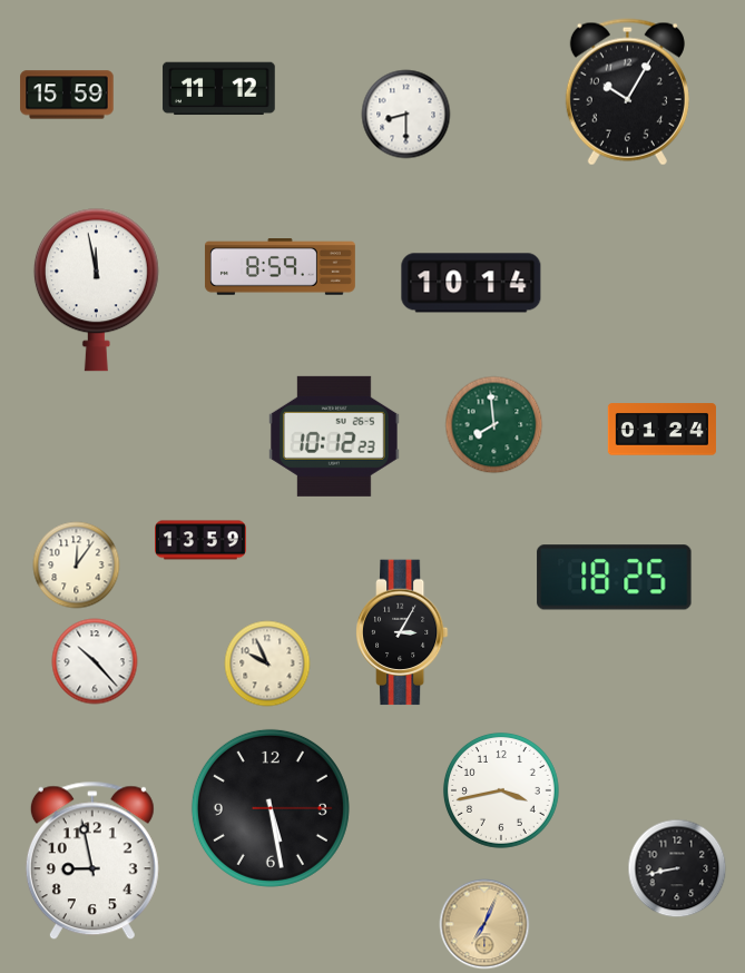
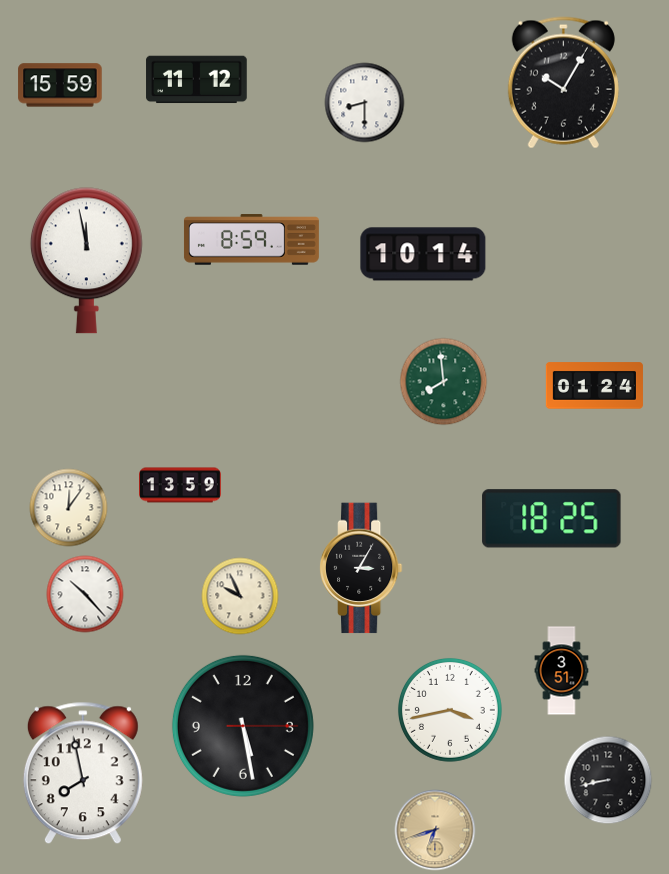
clock at (334, 436): 10:12 -> none
clock at (562, 671): none -> 3:51
clock at (92, 861): 8:58 -> 7:58
clock at (484, 924): 7:04 -> 6:42
